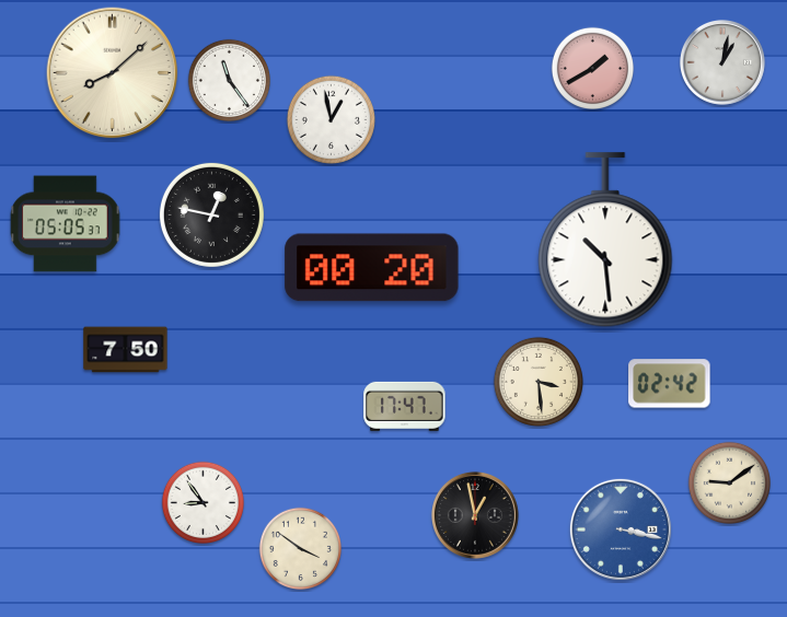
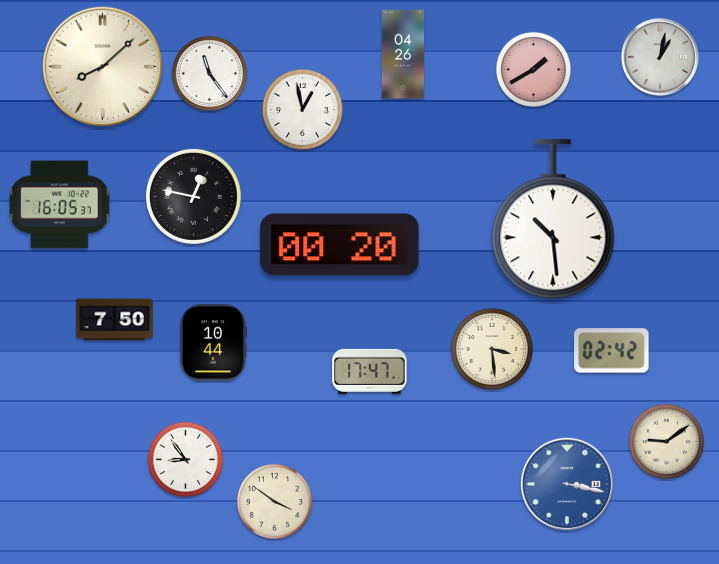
clock at (403, 54): none -> 04:26
clock at (592, 68) position: (592, 68) -> (533, 69)
clock at (66, 224): 05:05 -> 16:05
clock at (213, 343): none -> 10:44
clock at (475, 515): 12:58 -> none
